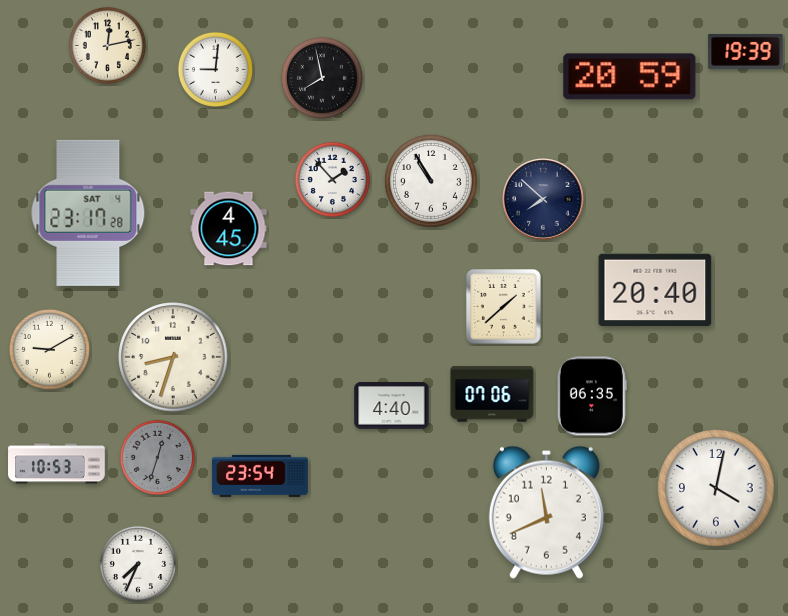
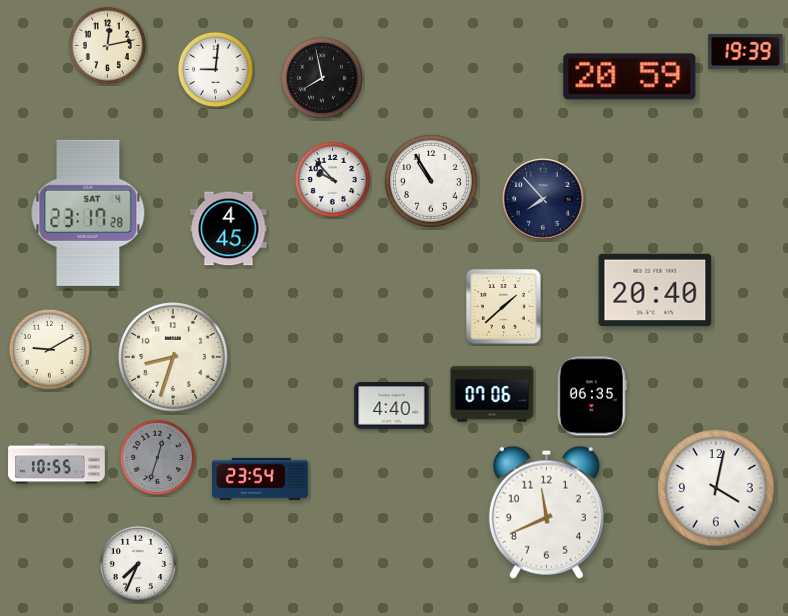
clock at (332, 179): 1:53 -> 9:53
clock at (544, 200): 7:52 -> 7:53
clock at (57, 464): 10:53 -> 10:55
clock at (260, 476) position: (260, 476) -> (260, 479)
